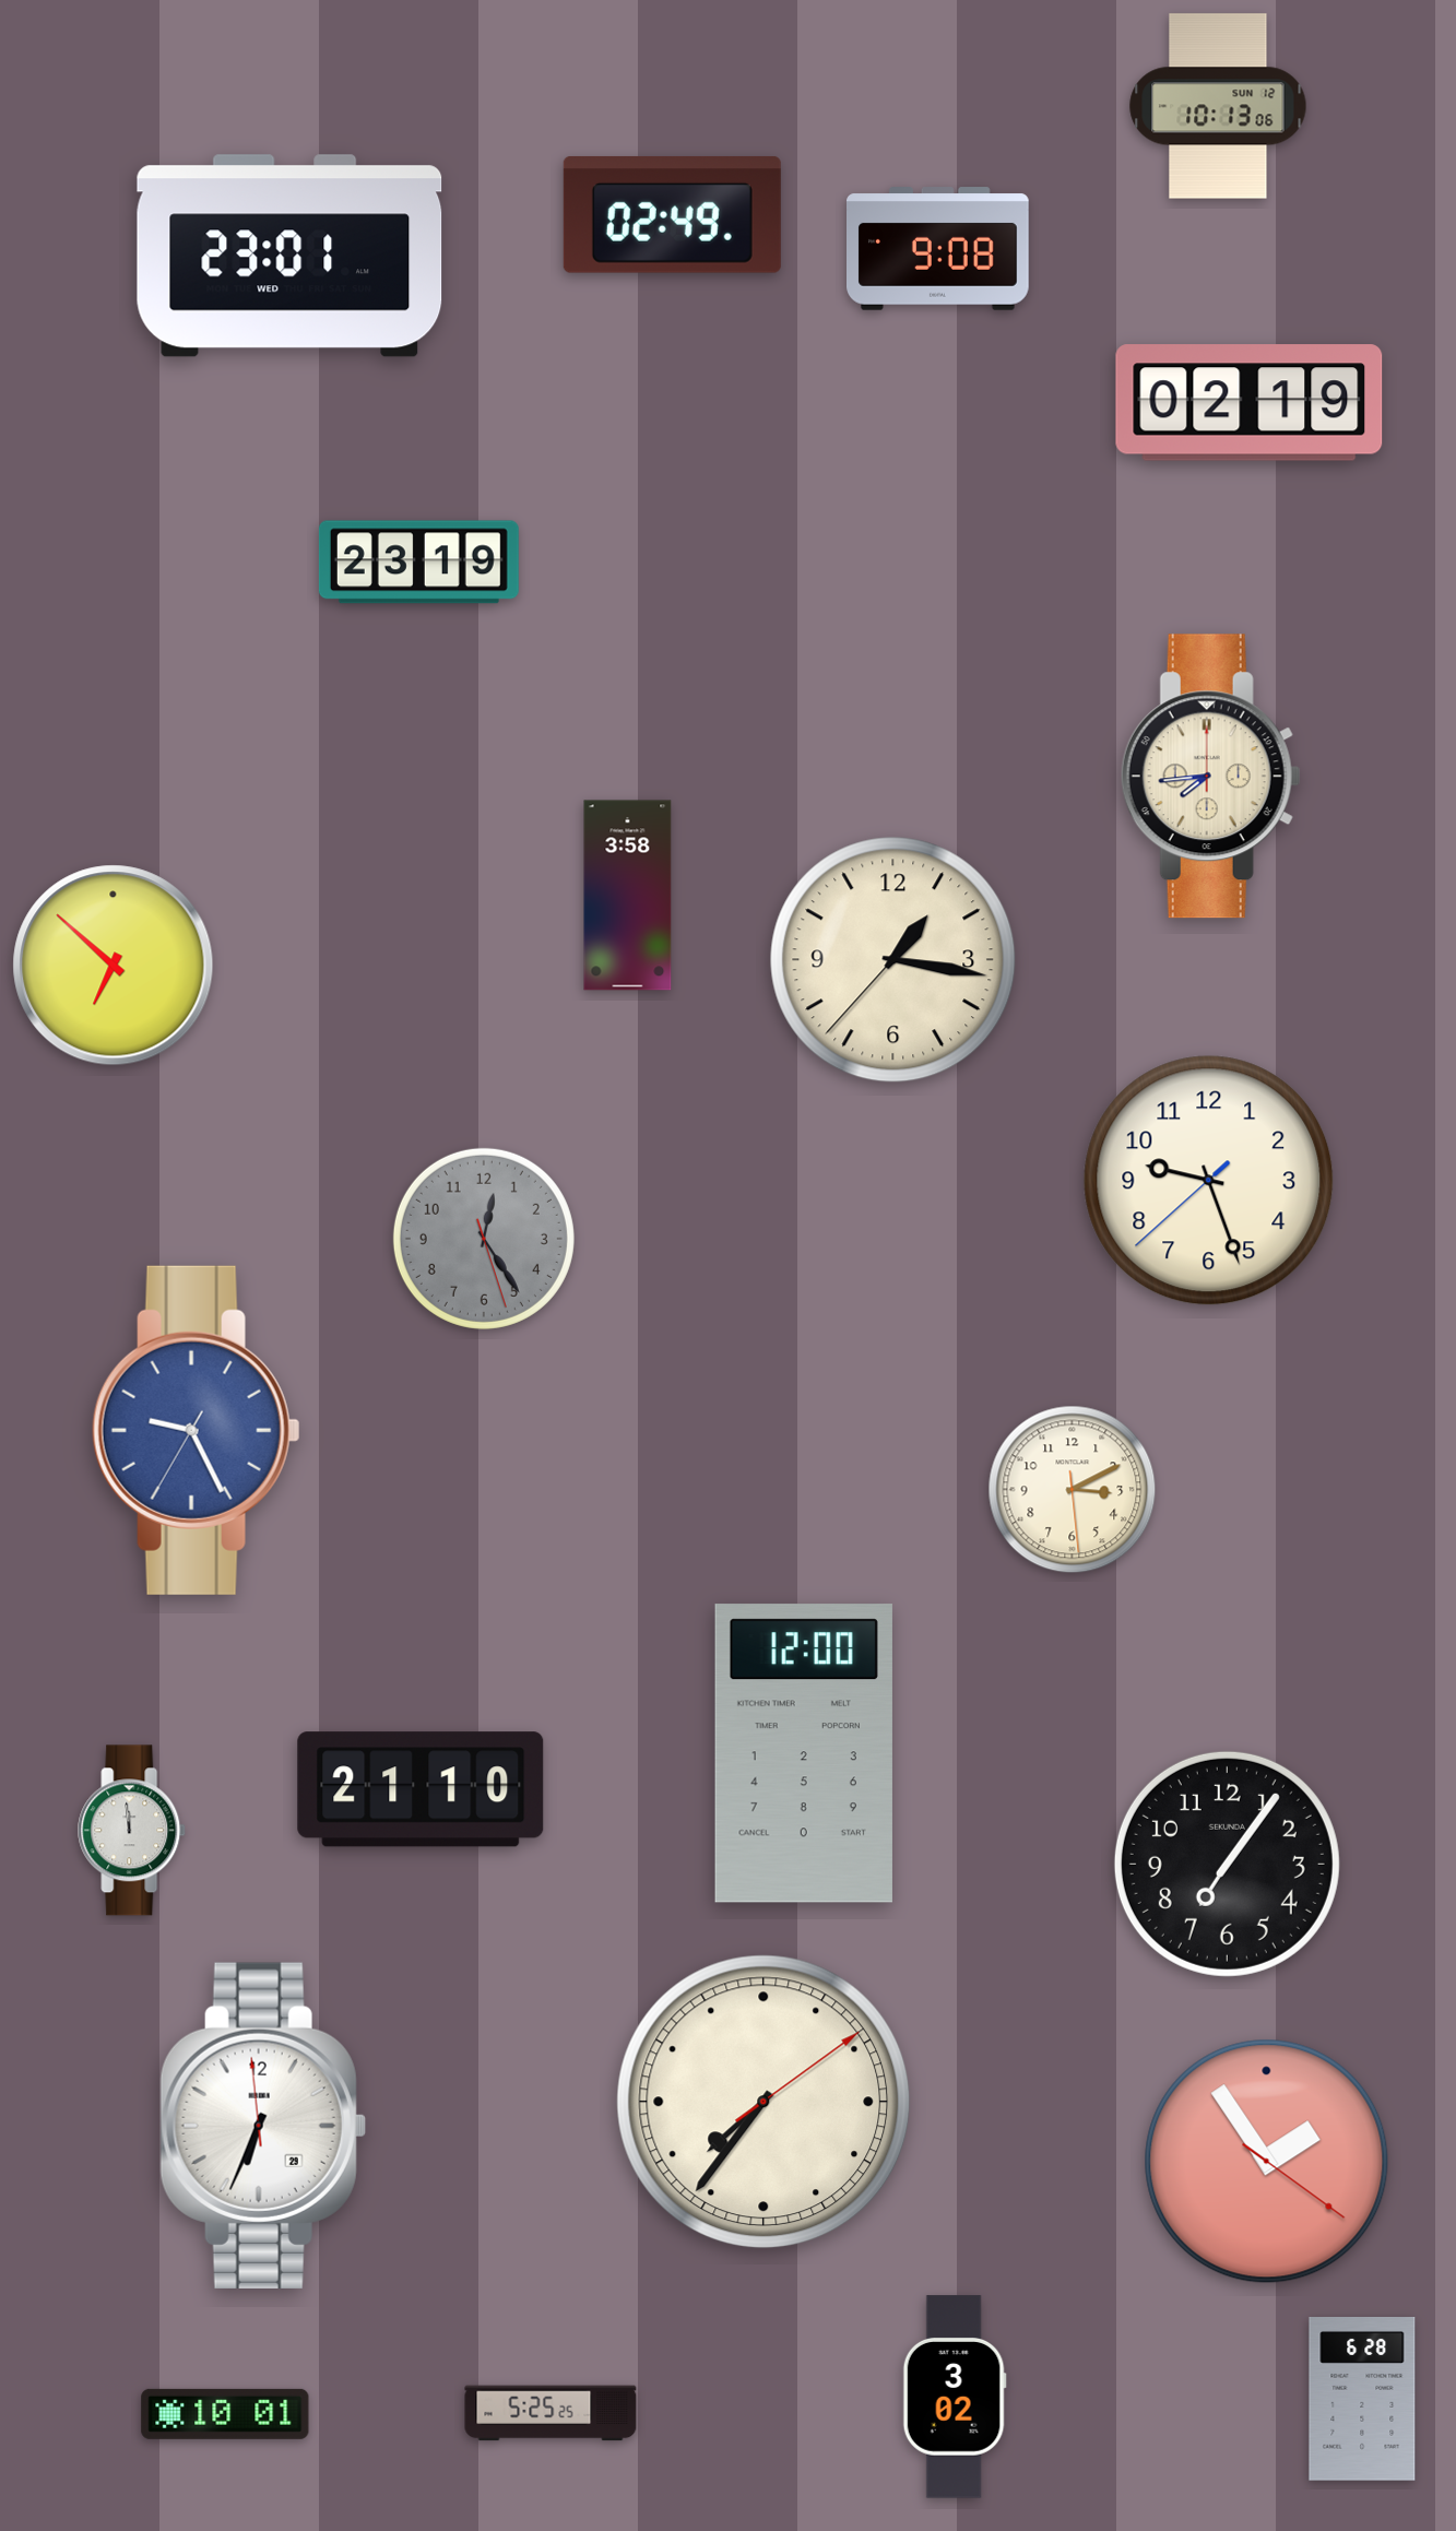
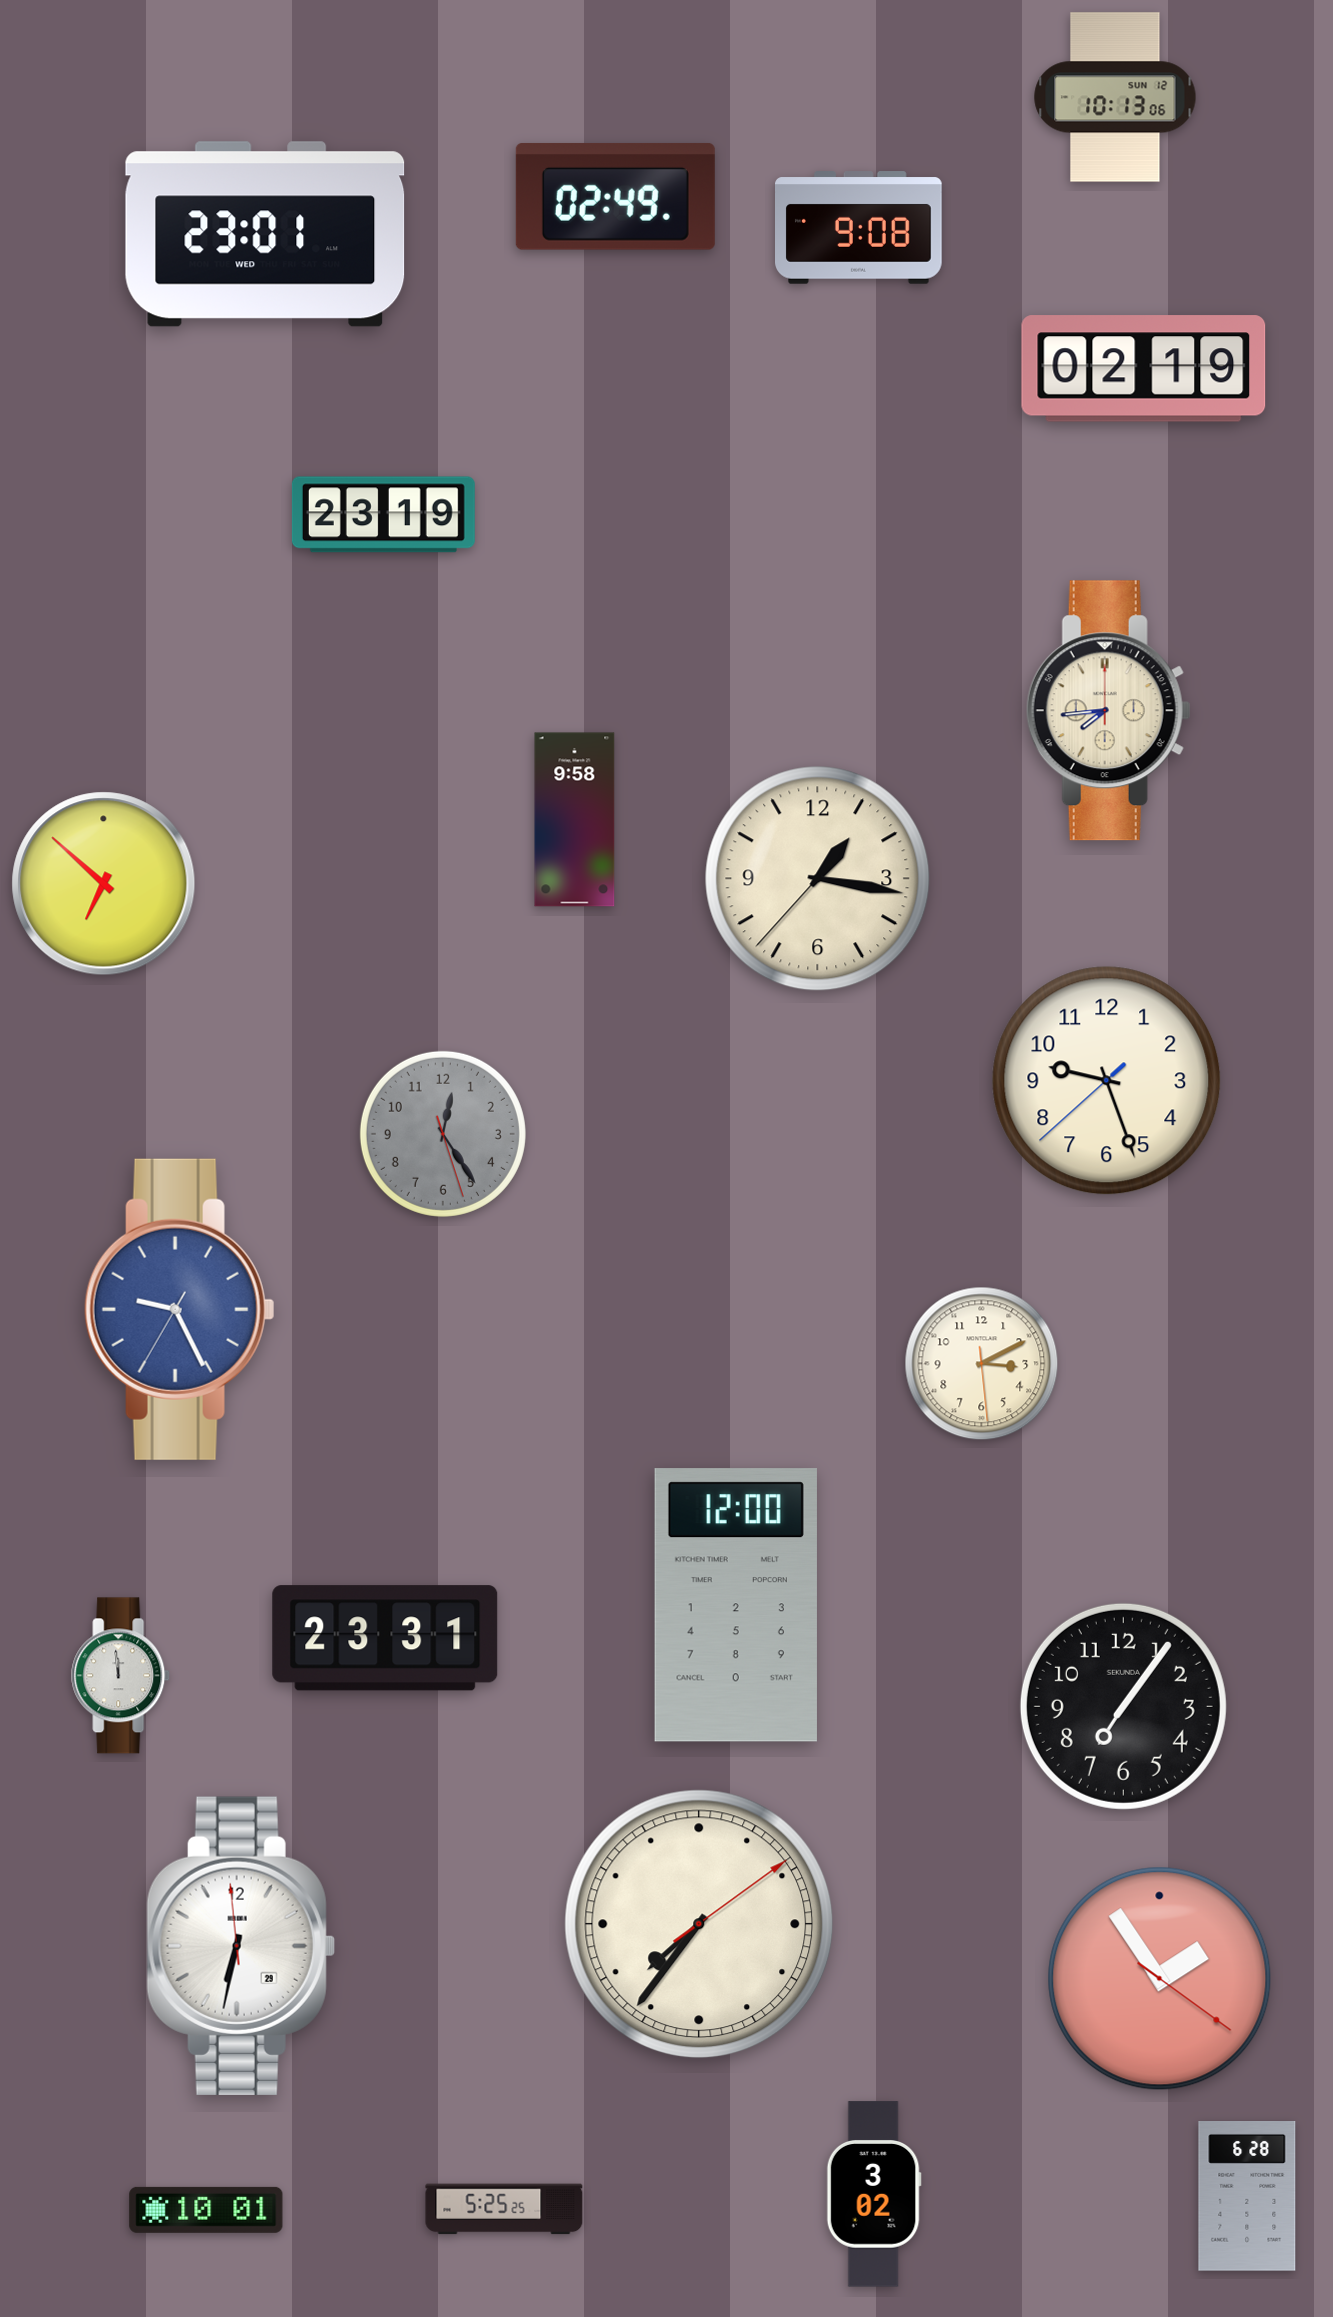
clock at (628, 896): 3:58 -> 9:58
clock at (421, 1789): 21:10 -> 23:31
clock at (263, 2126): 6:33 -> 6:31
